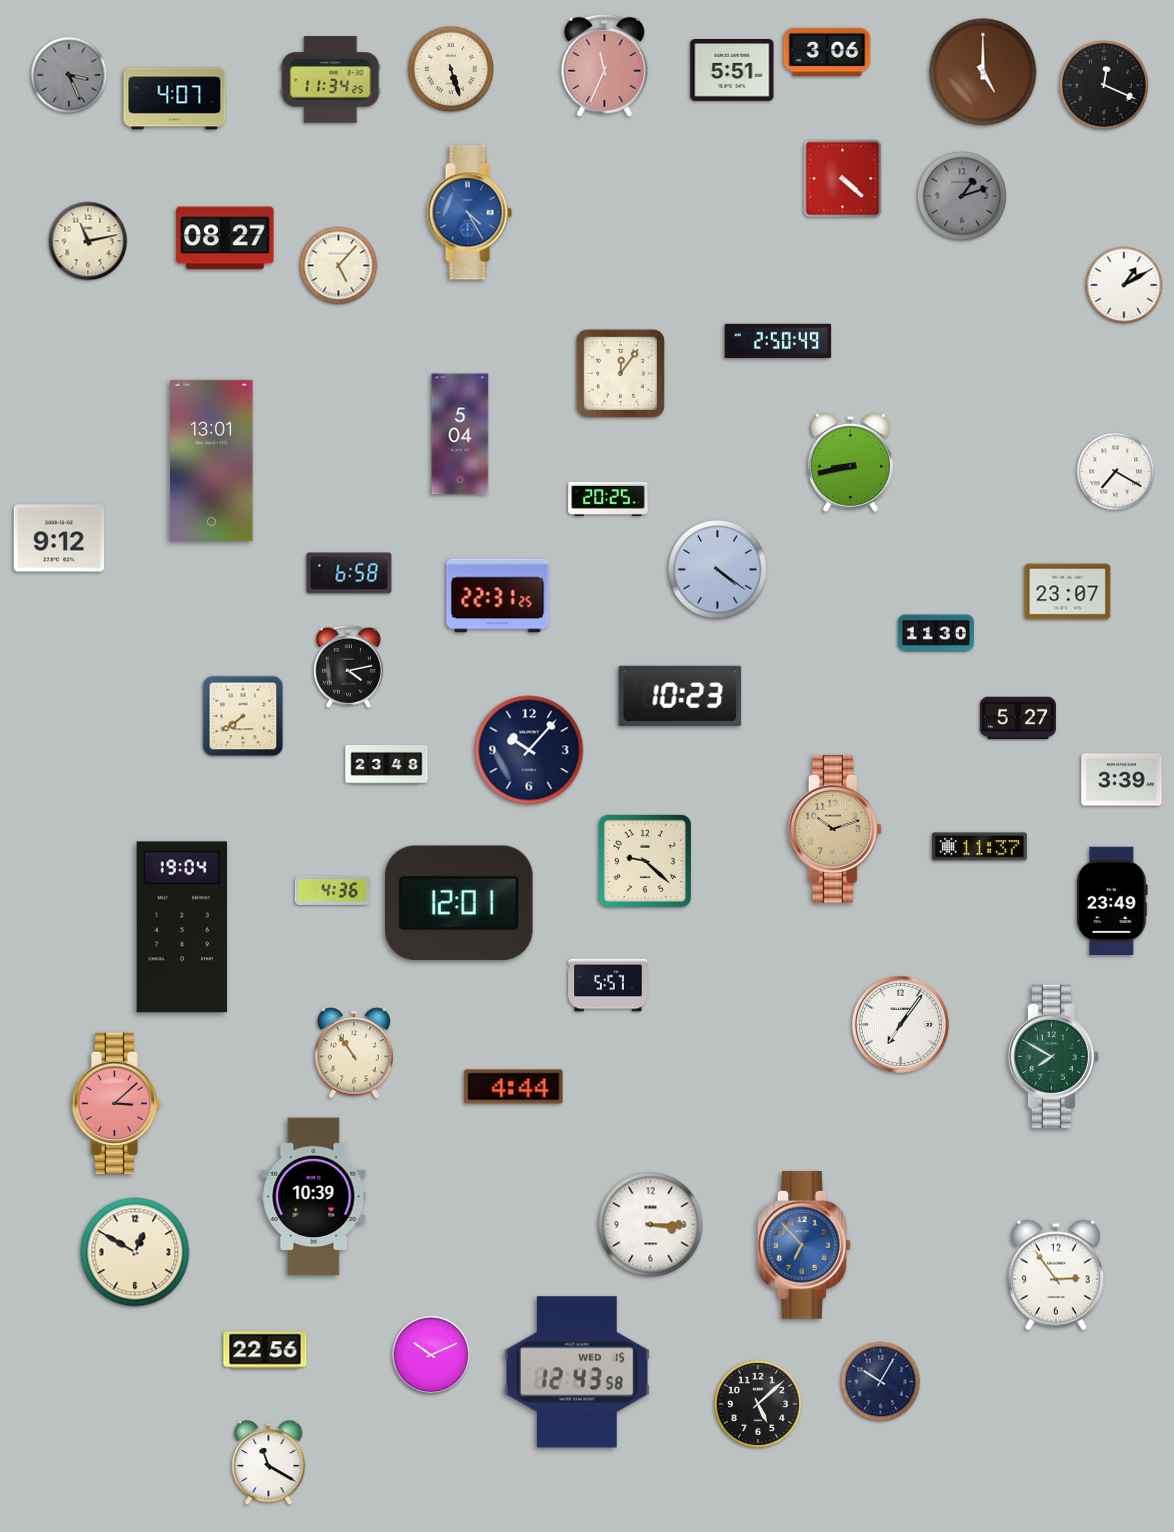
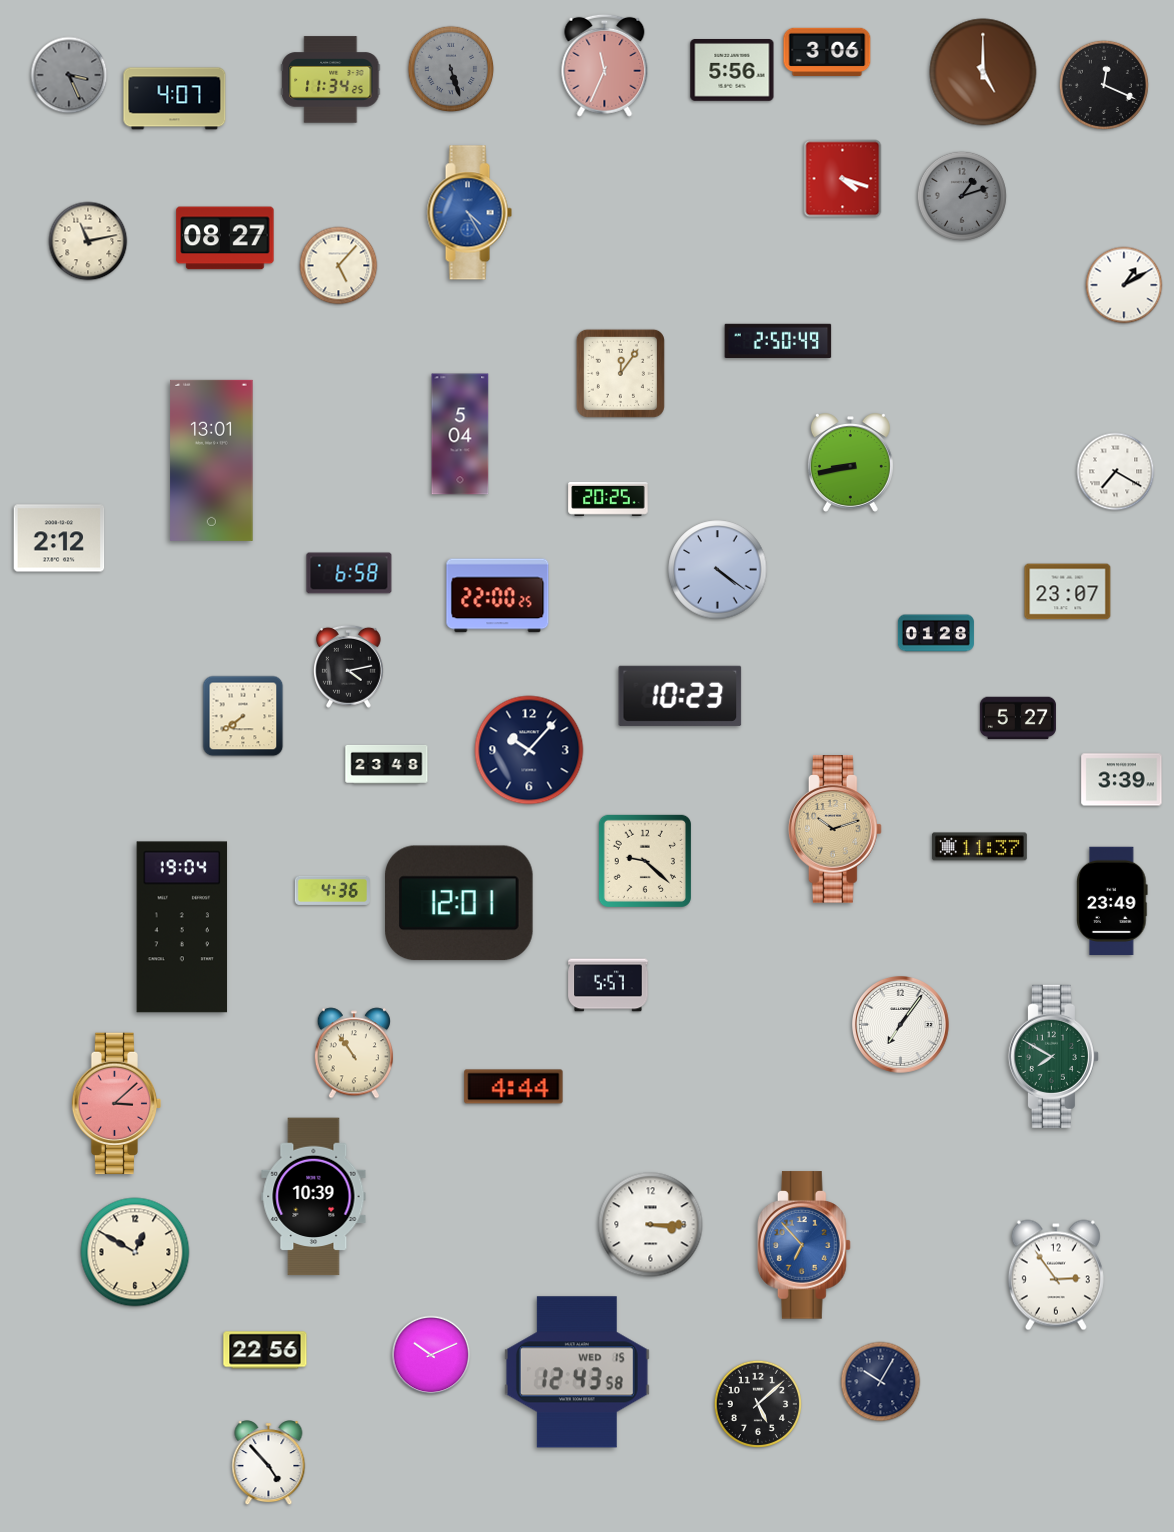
clock at (451, 69) dial: cream -> grey
clock at (732, 71): 5:51 -> 5:56
clock at (843, 179): 4:22 -> 4:18
clock at (59, 538): 9:12 -> 2:12
clock at (498, 596): 22:31 -> 22:00
clock at (936, 633): 11:30 -> 01:28
clock at (269, 1463): 11:20 -> 4:53
